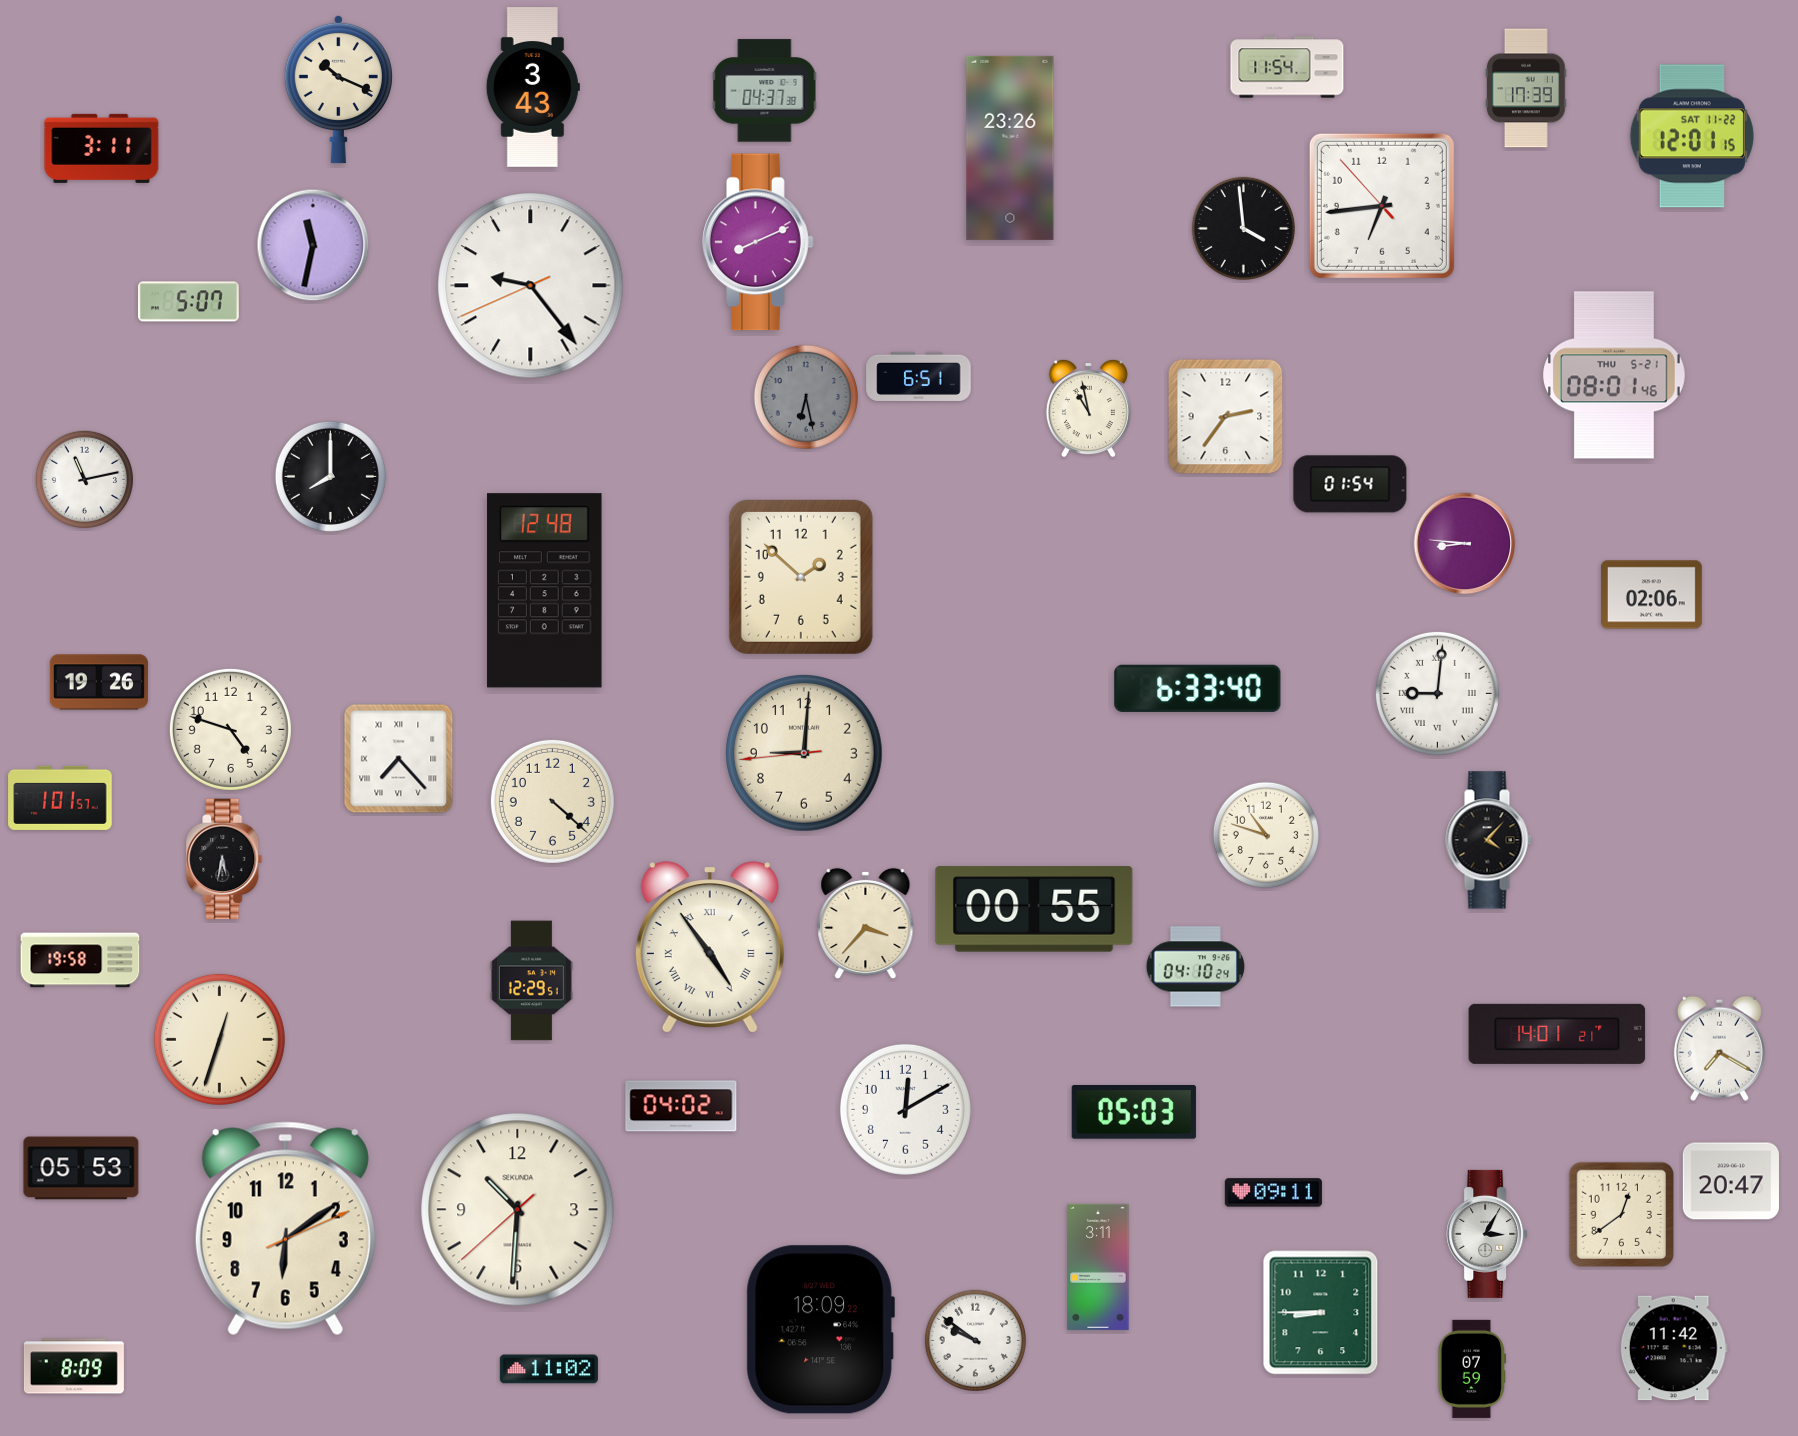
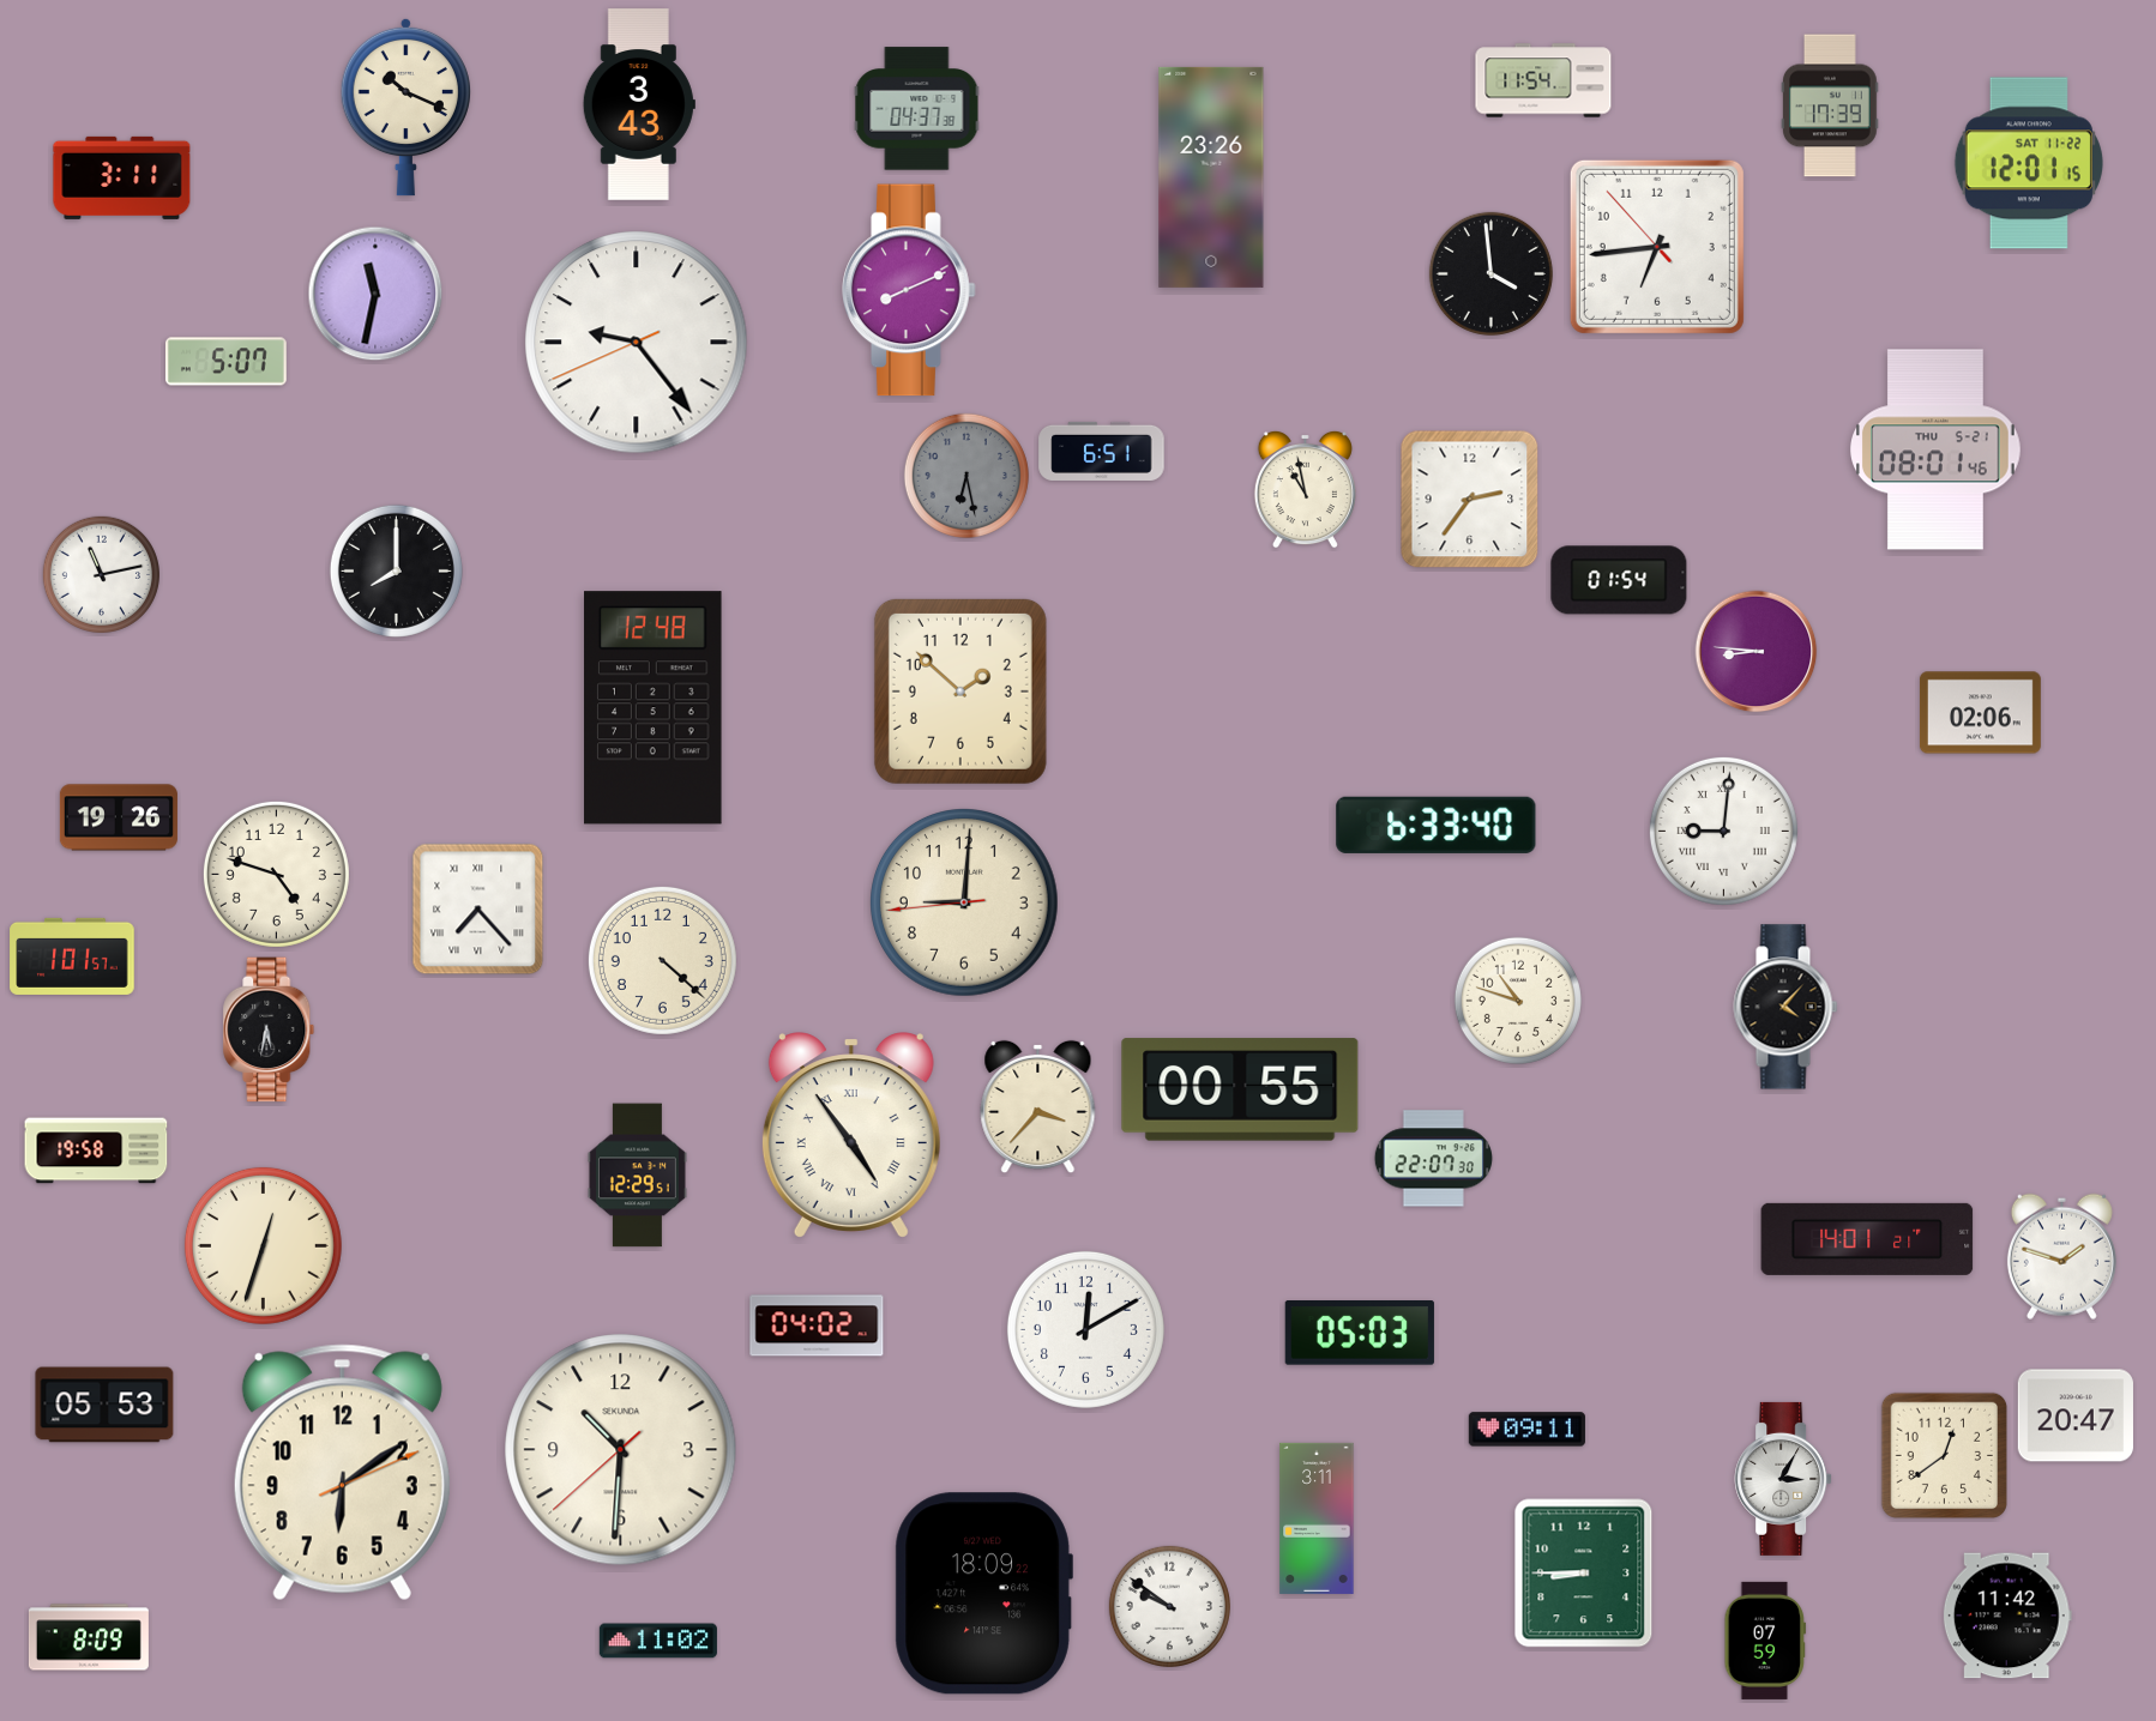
clock at (1195, 967): 04:10 -> 22:07
clock at (1719, 1048): 7:20 -> 1:48
clock at (81, 1168) position: (81, 1168) -> (104, 1405)
